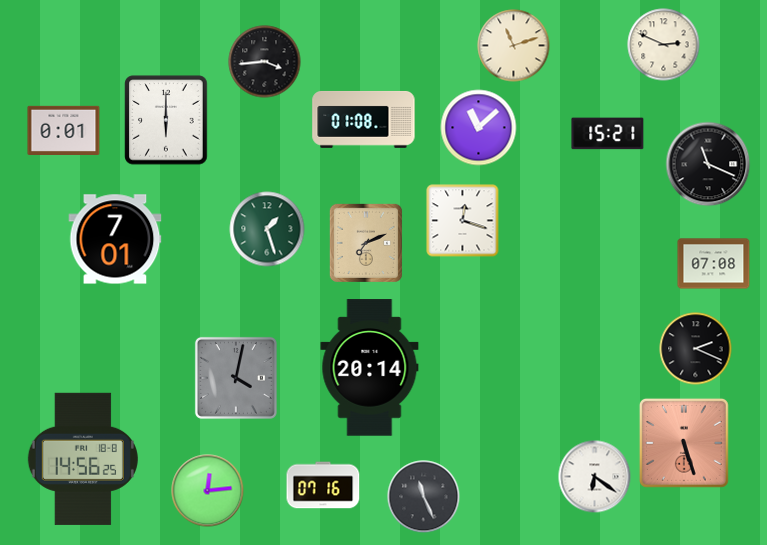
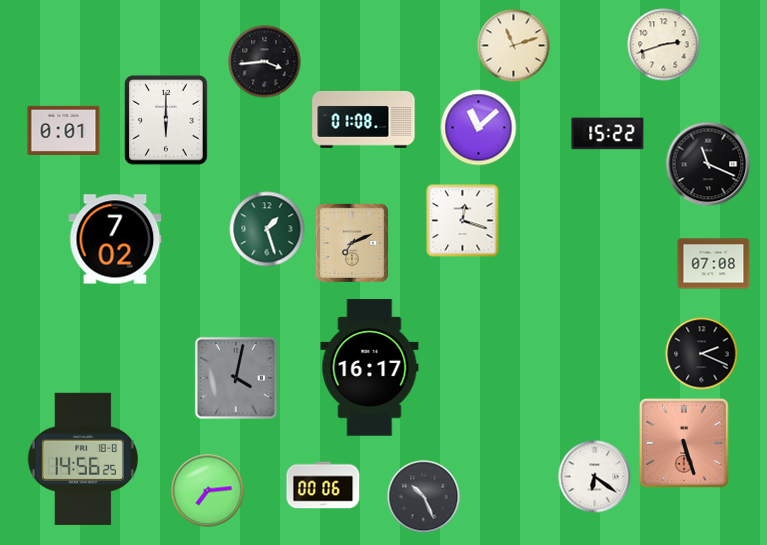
clock at (664, 45): 2:49 -> 2:42
clock at (608, 134): 15:21 -> 15:22
clock at (115, 239): 7:01 -> 7:02
clock at (366, 243) position: (366, 243) -> (352, 243)
clock at (696, 349) position: (696, 349) -> (702, 354)
clock at (370, 368): 20:14 -> 16:17
clock at (323, 485): 07:16 -> 00:06
clock at (208, 491): 12:14 -> 7:14
clock at (424, 497): 11:26 -> 10:26
